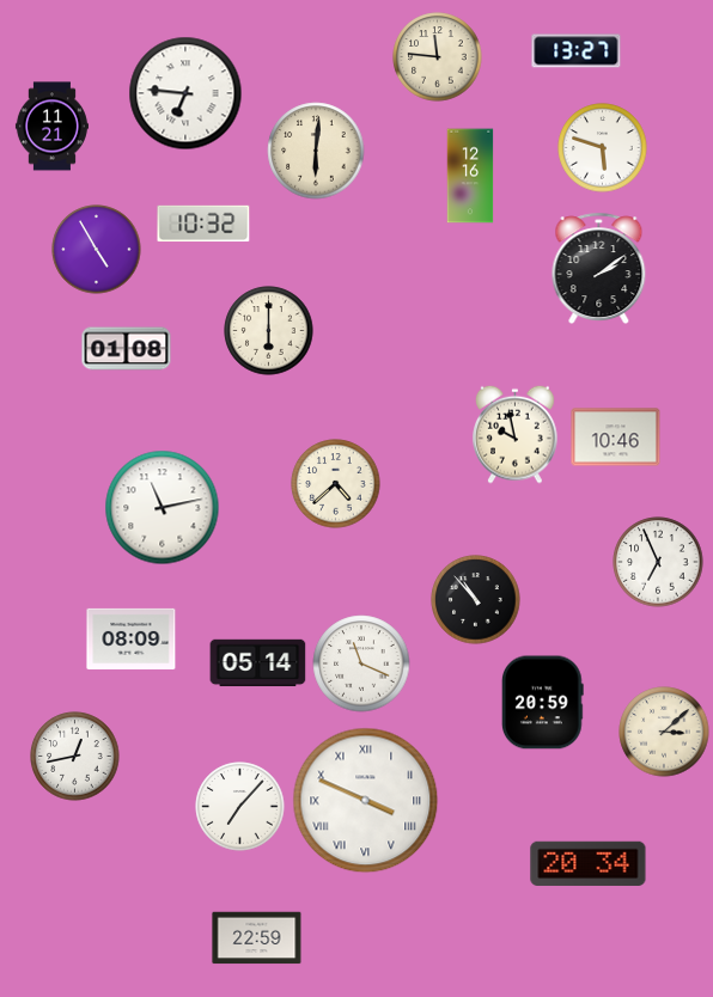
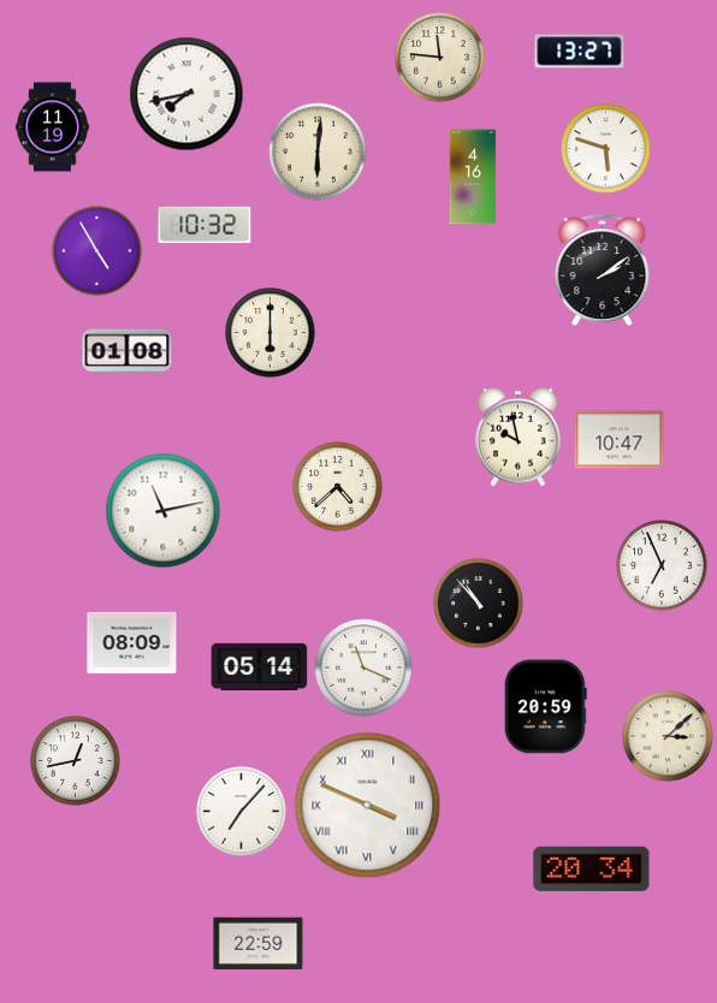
clock at (185, 93): 6:46 -> 7:43
clock at (51, 127): 11:21 -> 11:19
clock at (470, 176): 12:16 -> 4:16
clock at (616, 438): 10:46 -> 10:47
